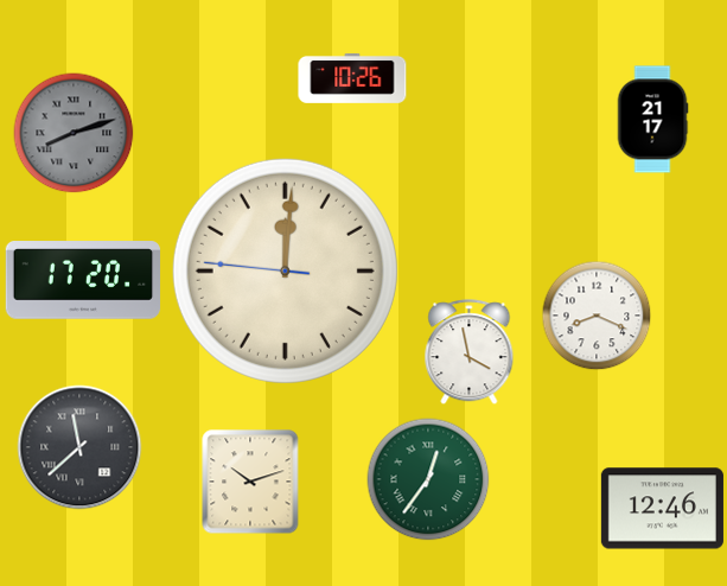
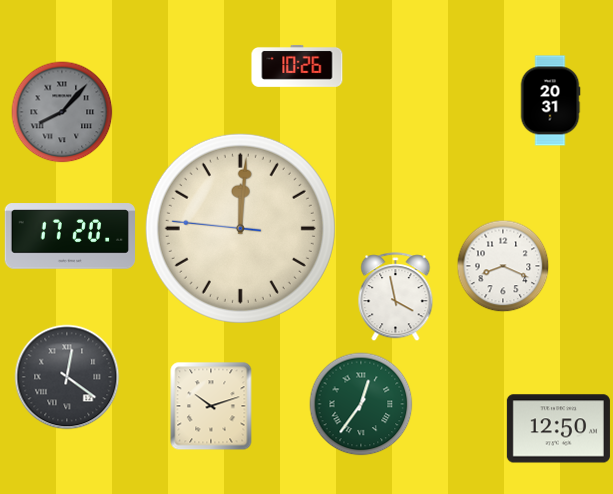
clock at (652, 120): 21:17 -> 20:31
clock at (74, 133): 8:12 -> 8:07
clock at (79, 447): 11:38 -> 12:21
clock at (662, 509): 12:46 -> 12:50
